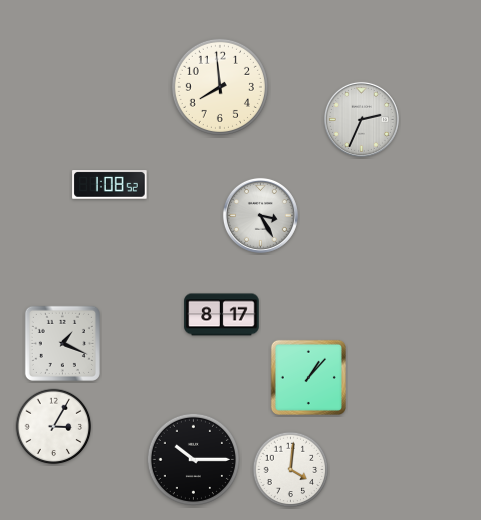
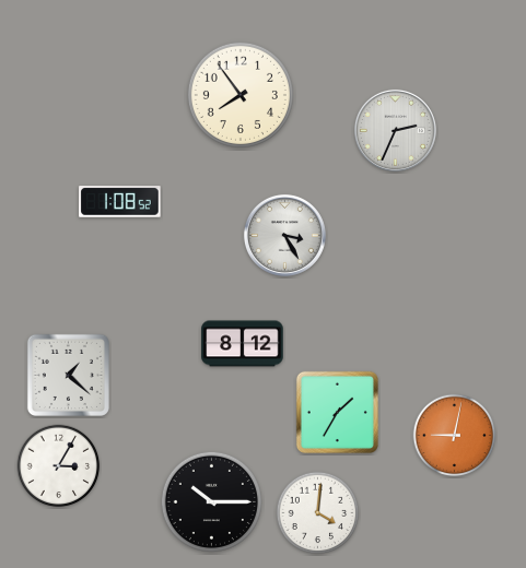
clock at (220, 87): 7:59 -> 7:54
clock at (222, 315): 8:17 -> 8:12
clock at (62, 343): 1:19 -> 1:22
clock at (308, 377): 1:07 -> 1:35
clock at (455, 436): none -> 9:02
